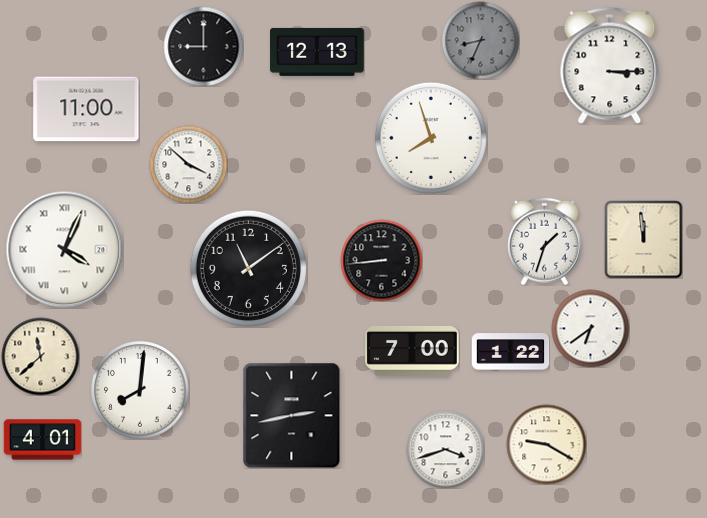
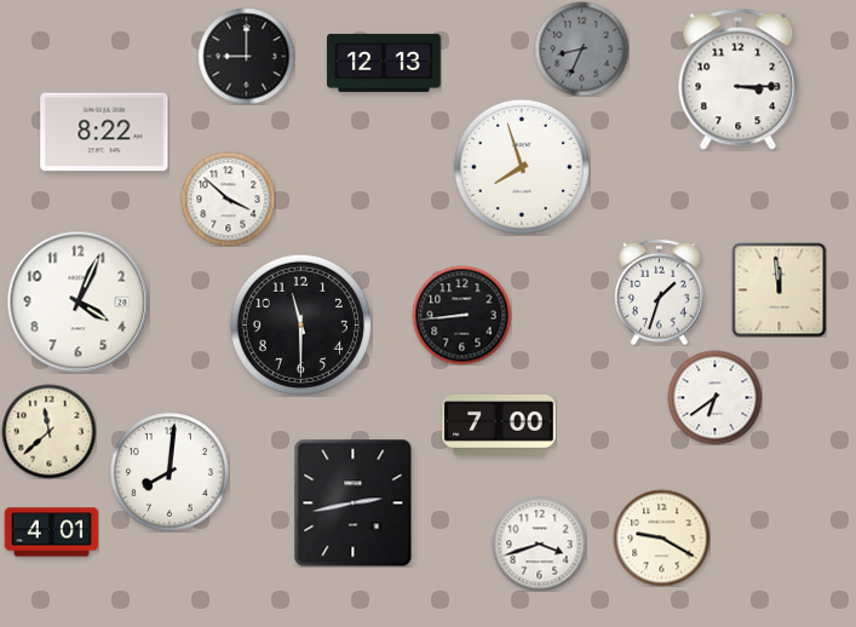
clock at (86, 109): 11:00 -> 8:22
clock at (64, 249) numerals: Roman -> Arabic
clock at (248, 268): 11:09 -> 11:30
clock at (510, 352): 1:22 -> none
